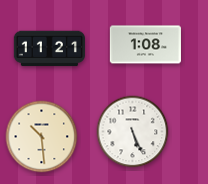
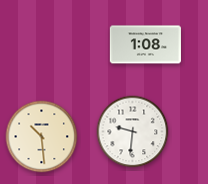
clock at (49, 49): 11:21 -> none
clock at (133, 132): 5:26 -> 9:31
